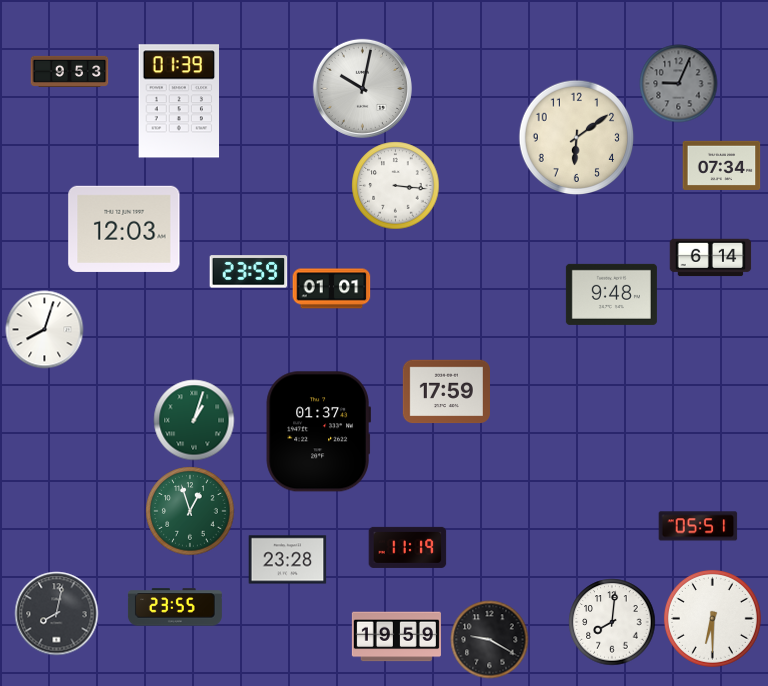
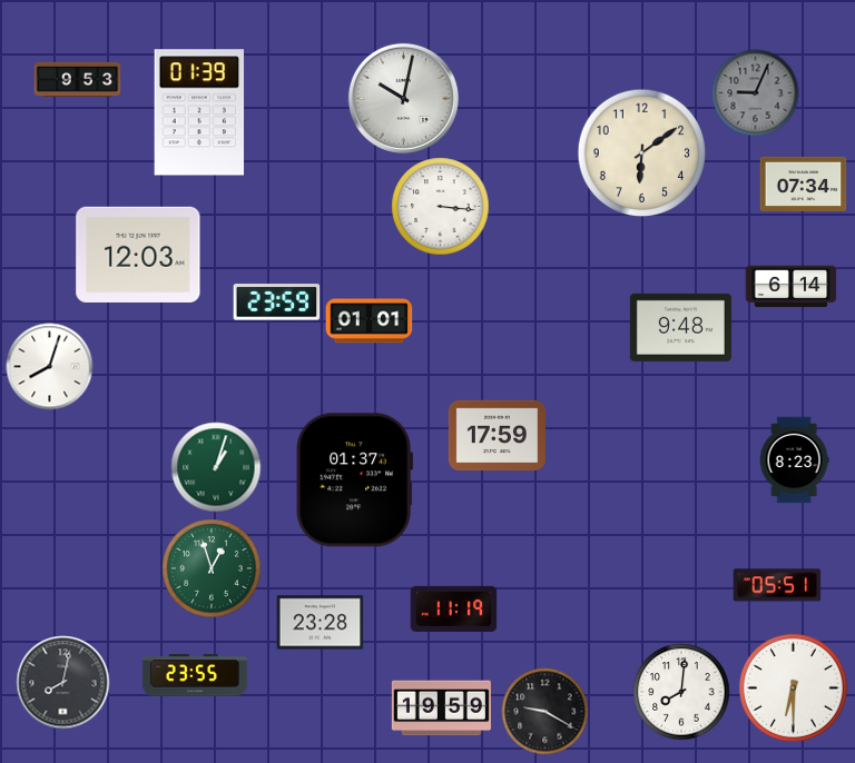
clock at (794, 459): none -> 8:23
